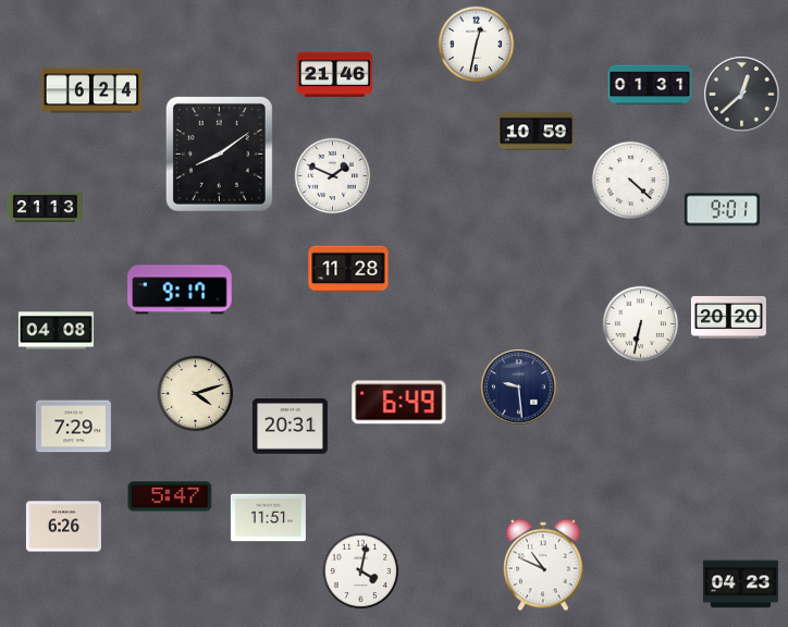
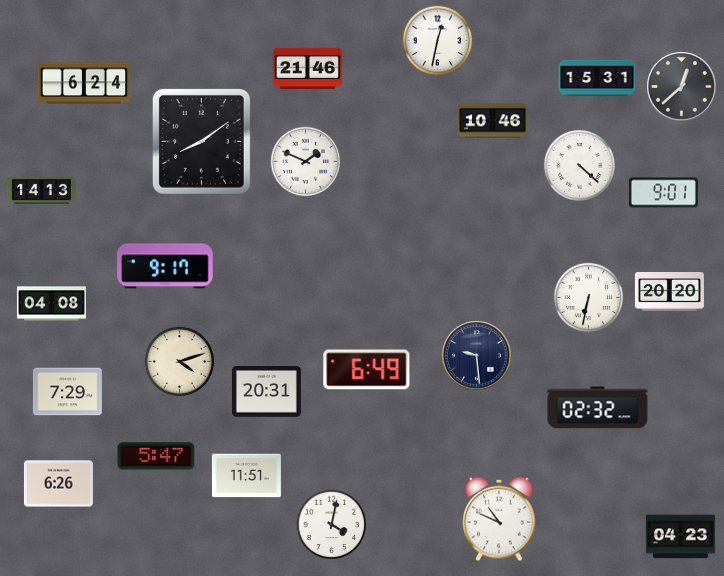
clock at (650, 85): 01:31 -> 15:31
clock at (535, 132): 10:59 -> 10:46
clock at (45, 207): 21:13 -> 14:13
clock at (348, 269): 11:28 -> none
clock at (598, 408): none -> 02:32
